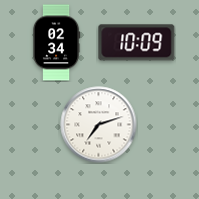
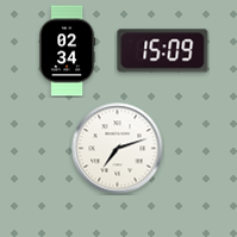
clock at (137, 43): 10:09 -> 15:09
